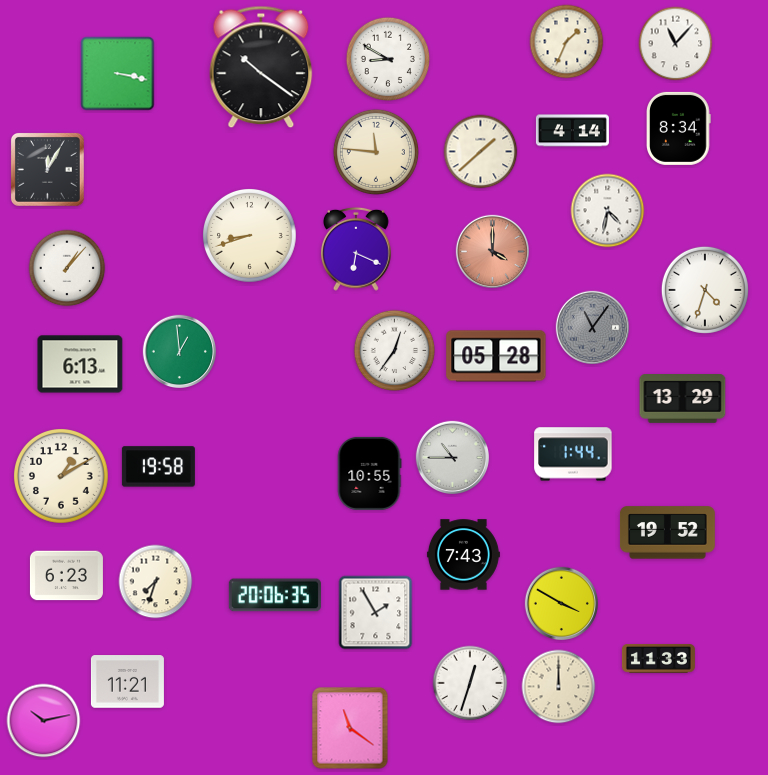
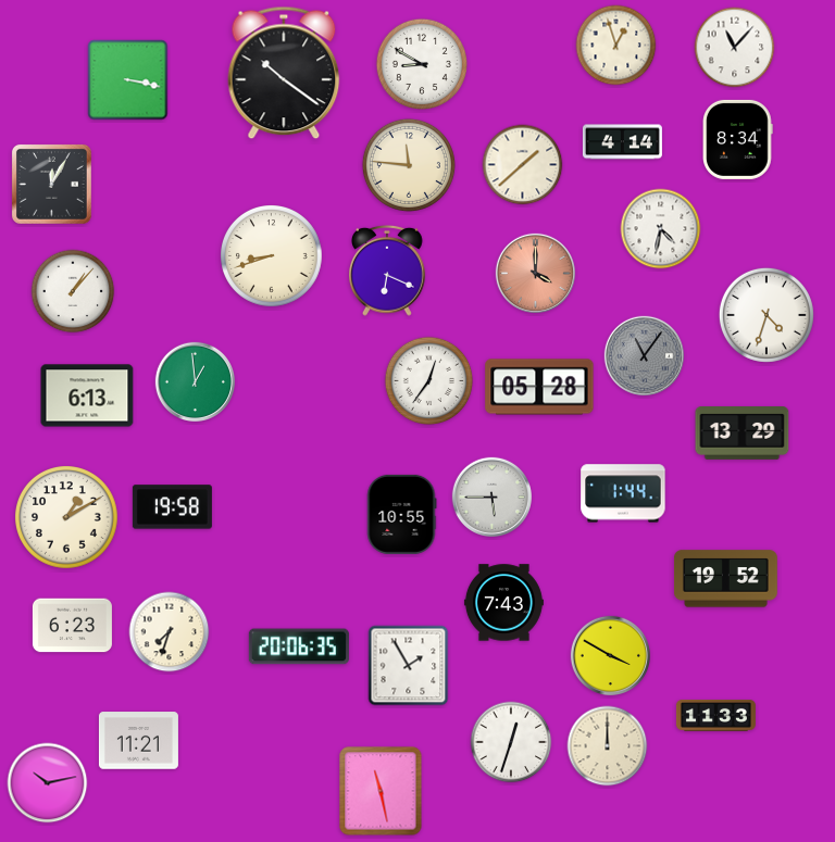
clock at (567, 42): 1:34 -> 12:57
clock at (452, 457): 10:45 -> 5:45
clock at (350, 728): 11:21 -> 11:28
